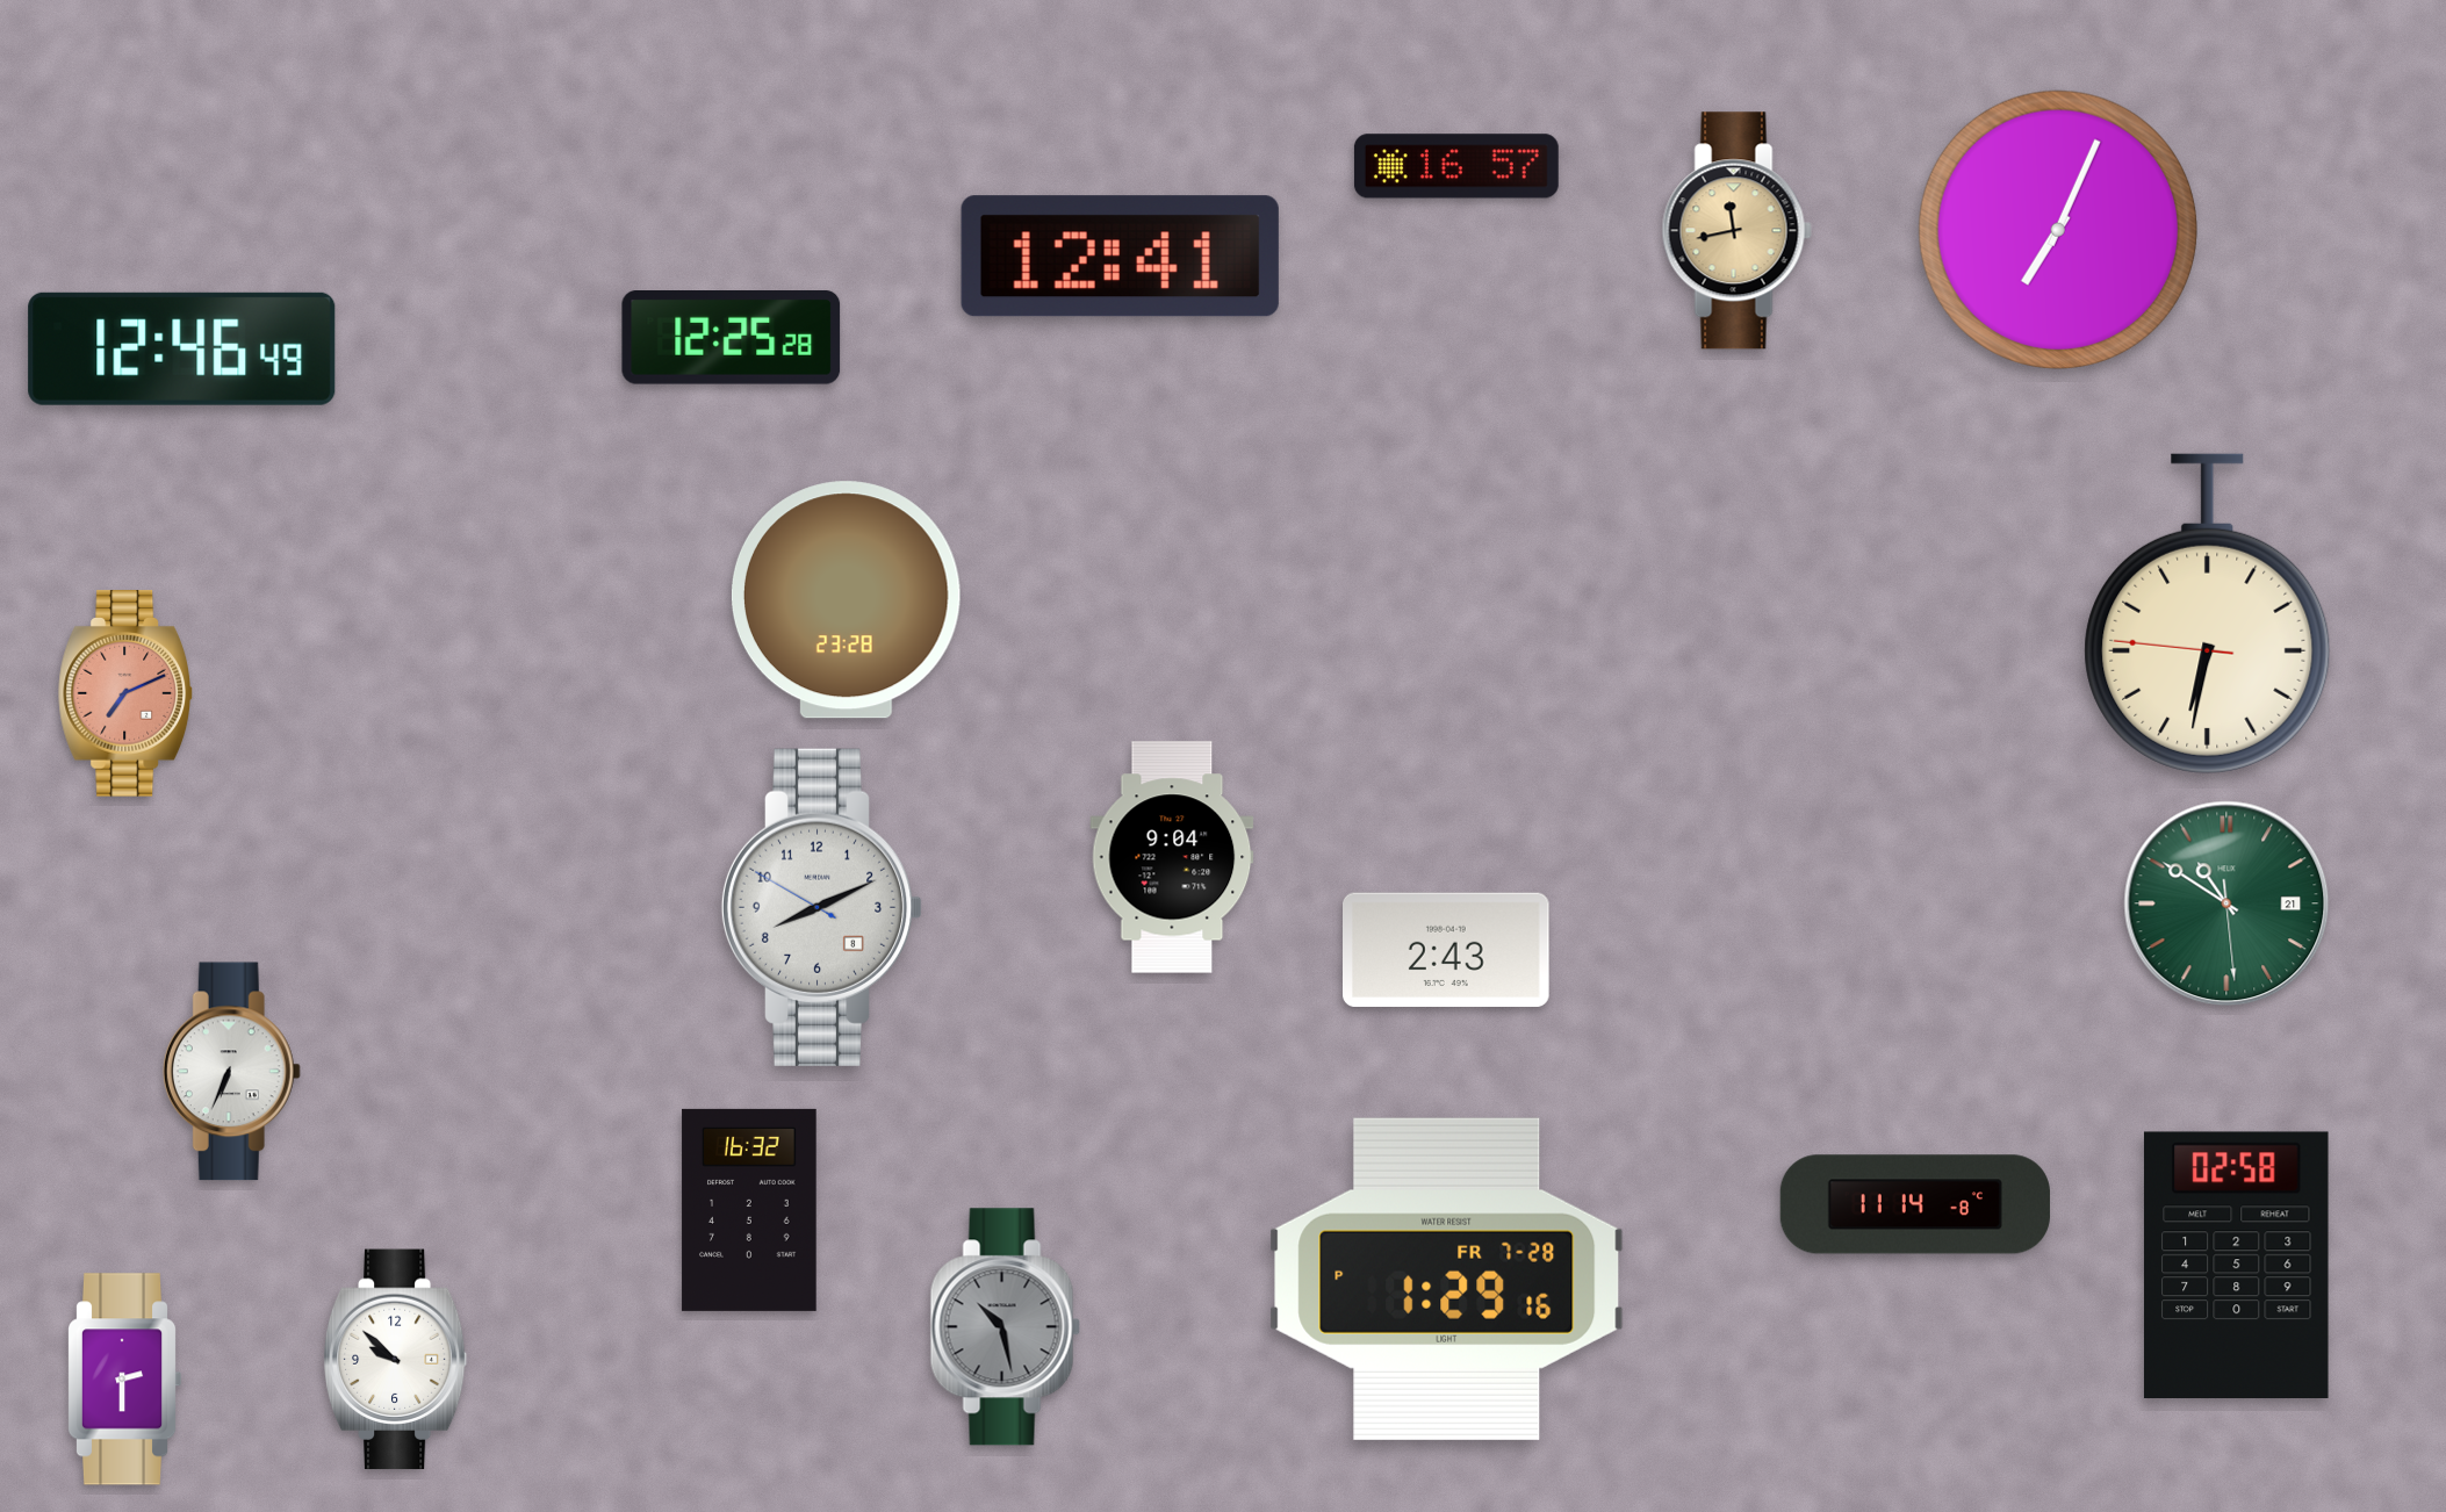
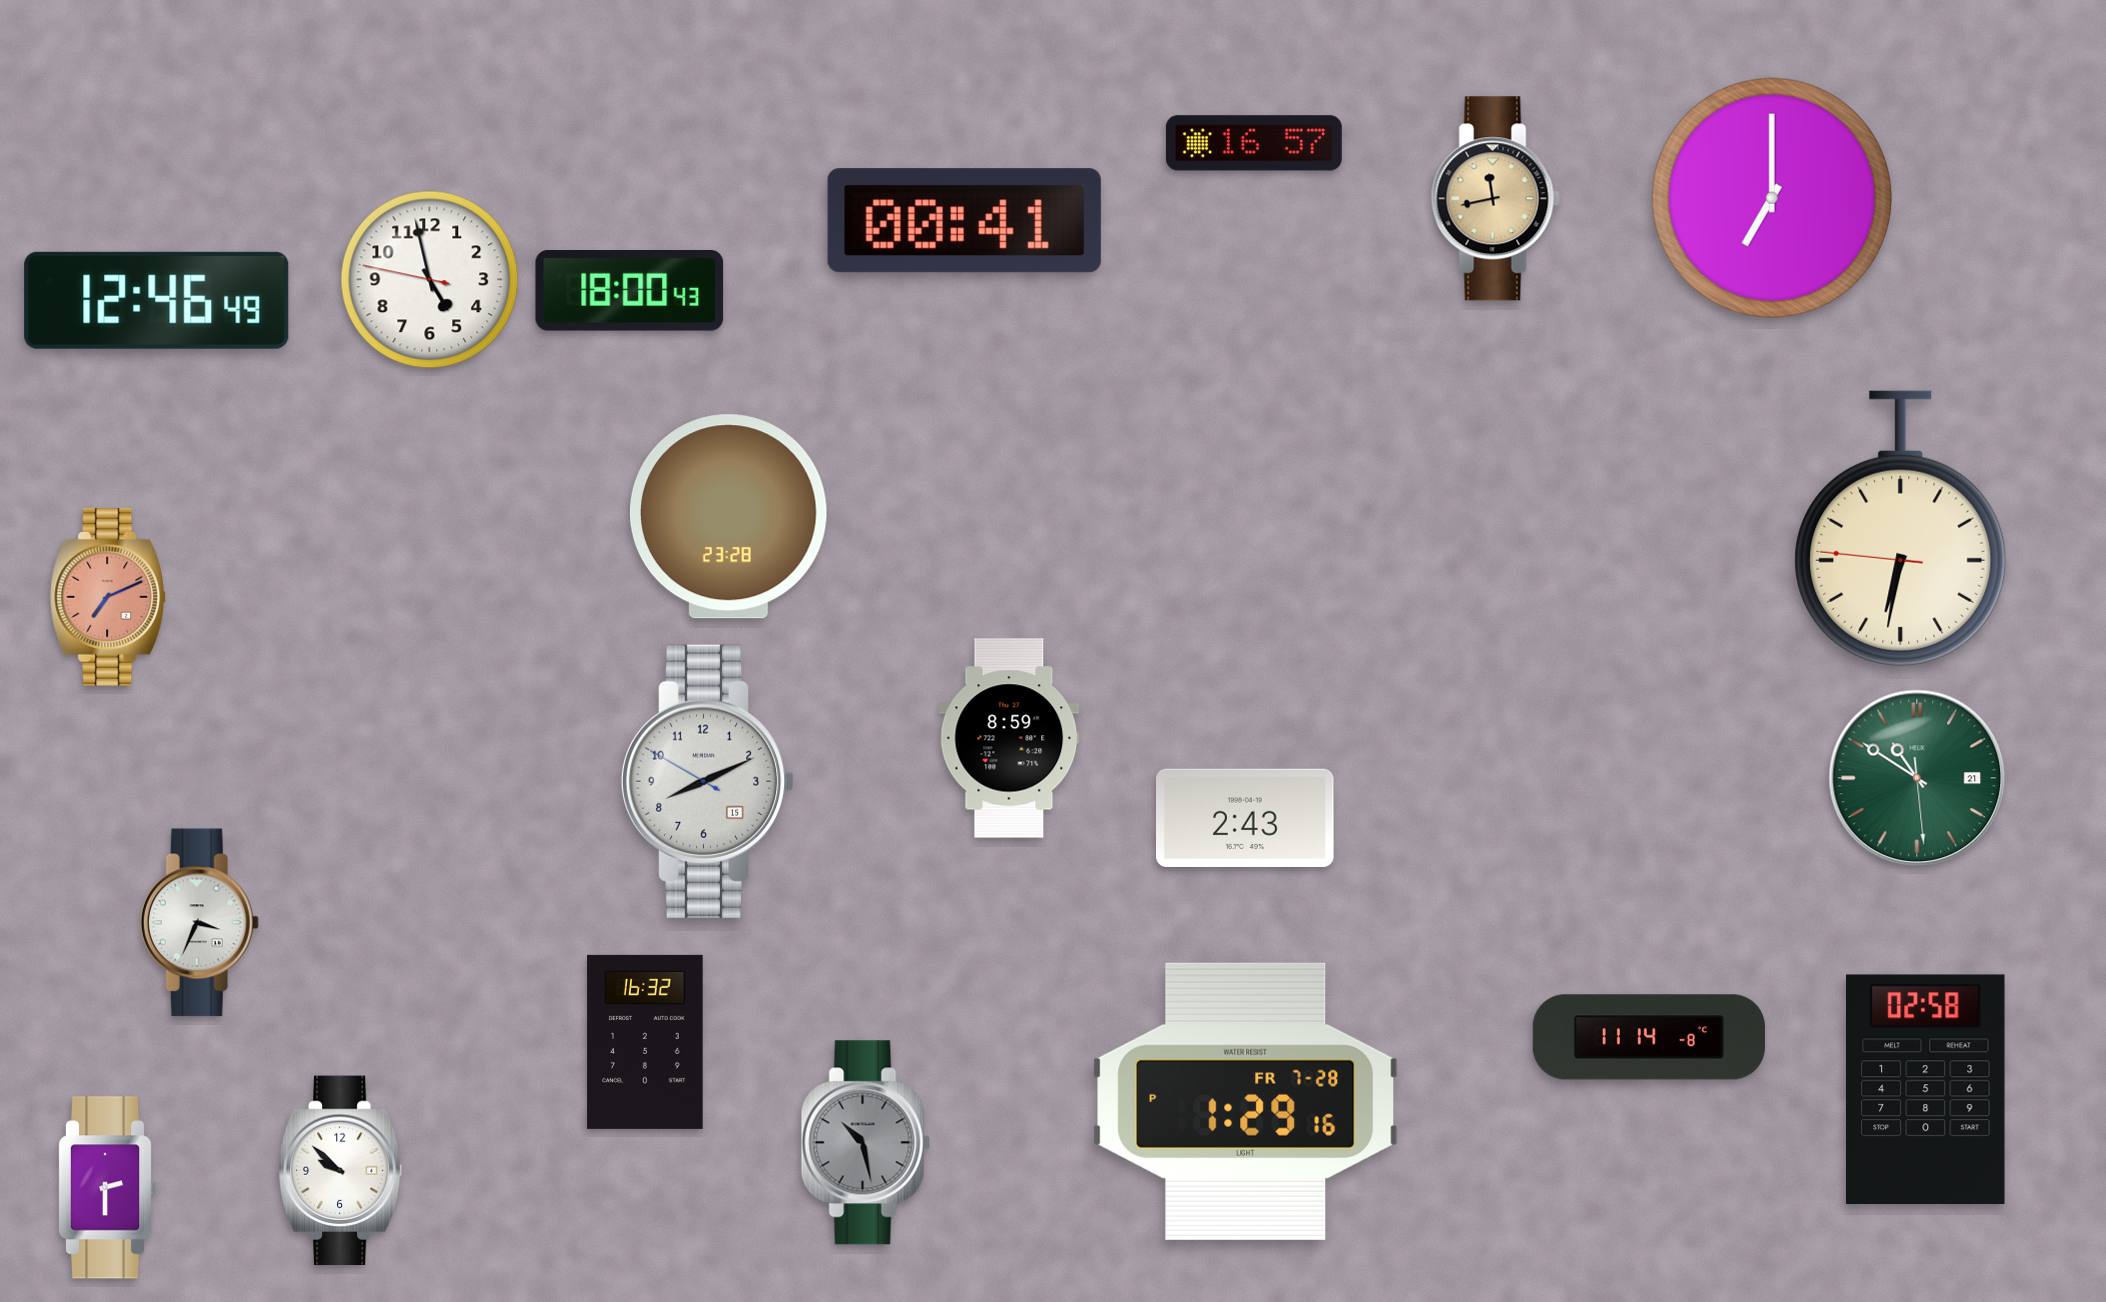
clock at (2058, 230): 7:04 -> 7:00
clock at (1120, 257): 12:41 -> 00:41
clock at (430, 280): none -> 4:57
clock at (732, 338): 12:25 -> 18:00
clock at (1172, 857): 9:04 -> 8:59
clock at (822, 907) date: 8 -> 15
clock at (231, 1072): 6:34 -> 3:34
